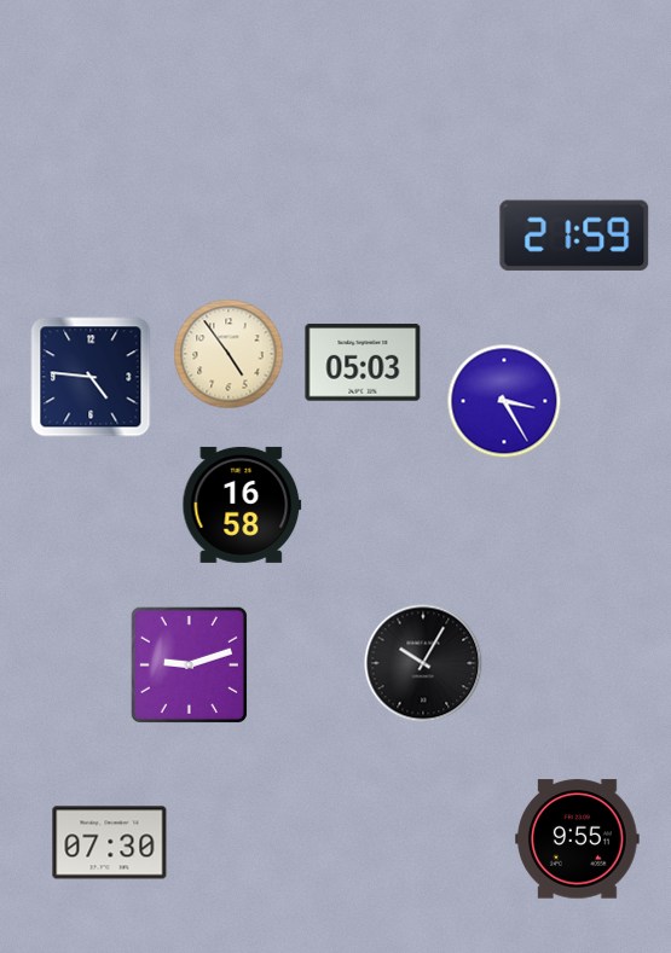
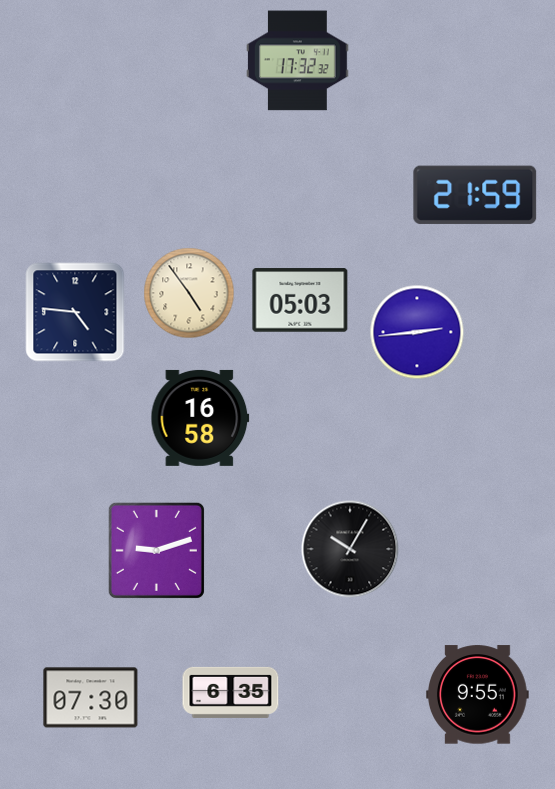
clock at (298, 61): none -> 17:32
clock at (504, 401): 3:25 -> 2:44
clock at (231, 692): none -> 6:35
